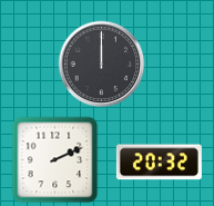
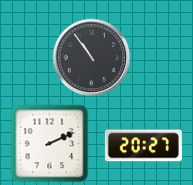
clock at (101, 63): 12:00 -> 10:54
clock at (159, 163): 20:32 -> 20:27
